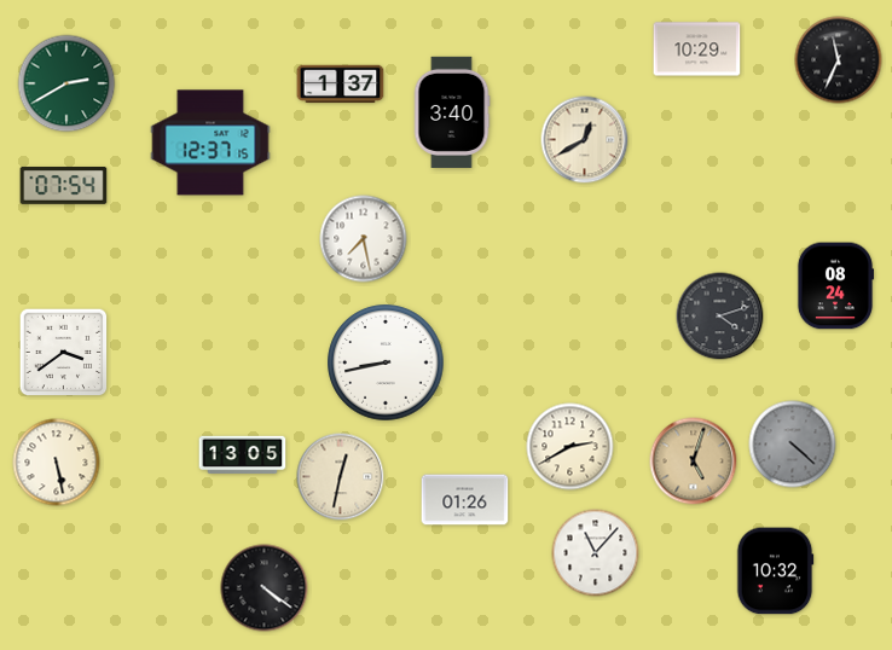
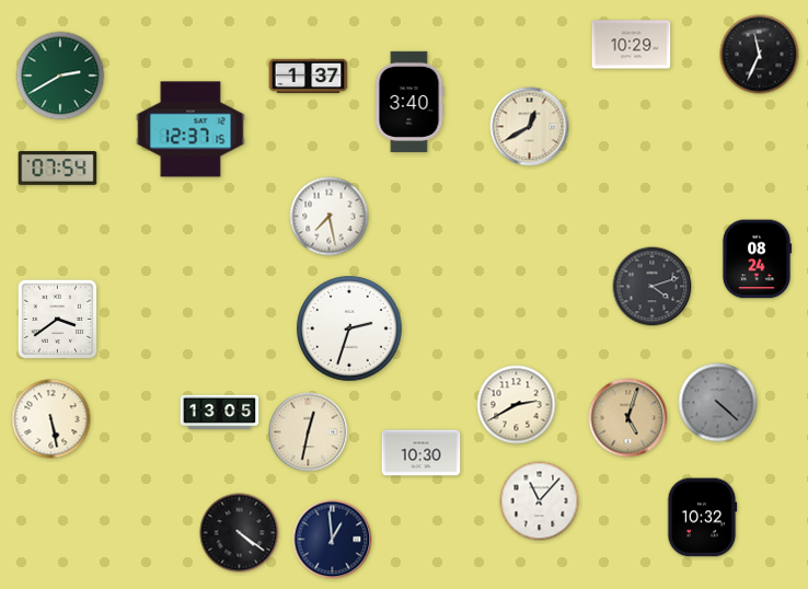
clock at (386, 362): 8:43 -> 2:33
clock at (465, 500): 01:26 -> 10:30
clock at (333, 540): none -> 12:59
